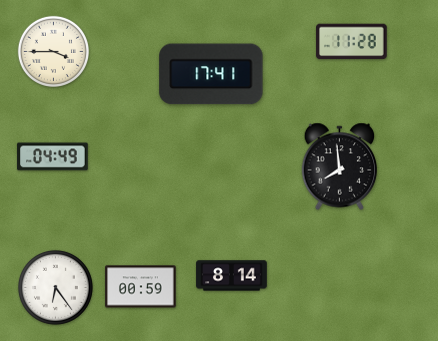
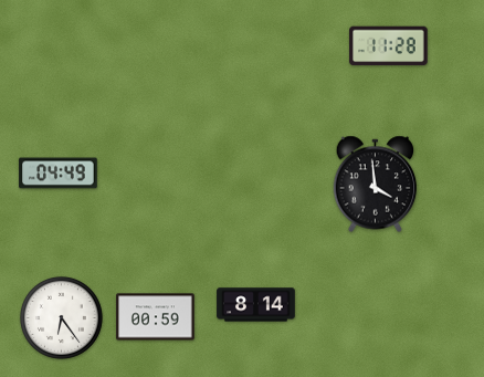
clock at (53, 51): 3:45 -> none
clock at (211, 74): 17:41 -> none
clock at (340, 167): 7:59 -> 3:59
